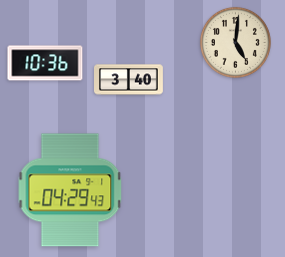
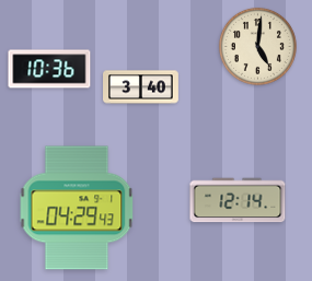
clock at (238, 200): none -> 12:14
